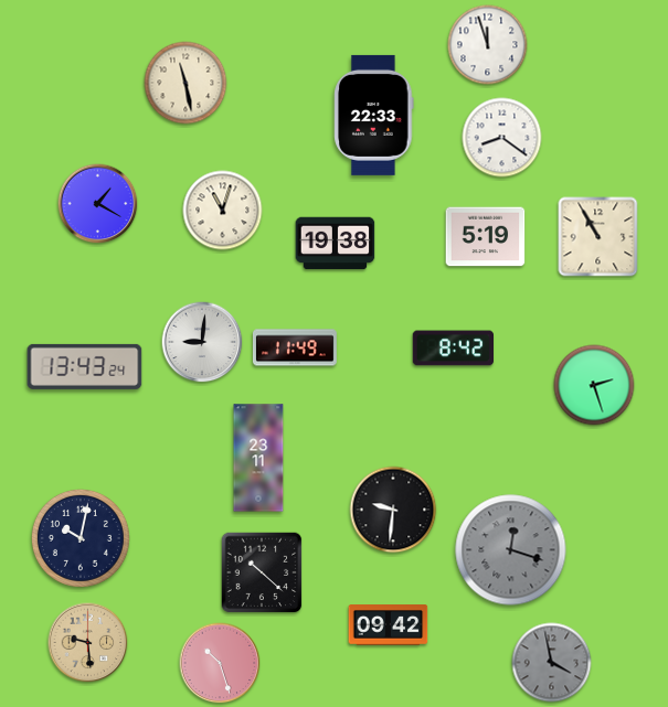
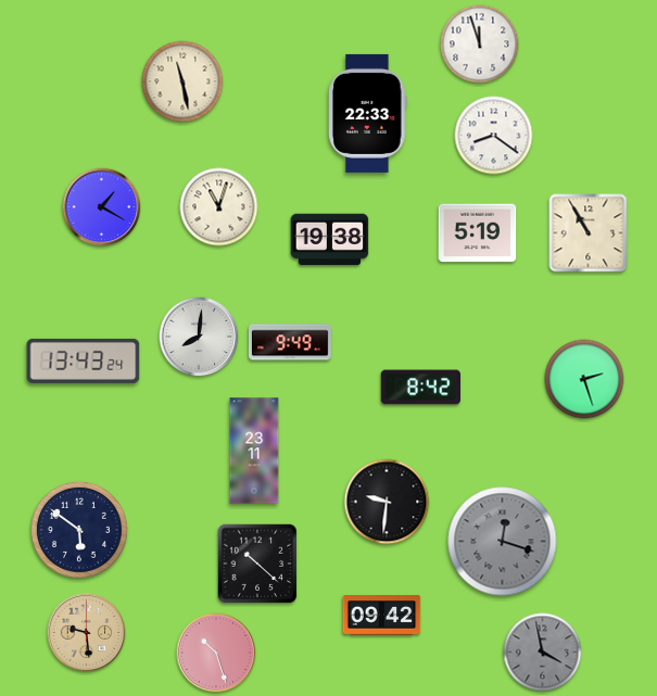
clock at (98, 204) position: (98, 204) -> (102, 207)
clock at (202, 342): 9:01 -> 8:01
clock at (295, 347): 11:49 -> 9:49
clock at (453, 349) position: (453, 349) -> (420, 388)
clock at (81, 538): 10:02 -> 5:51
